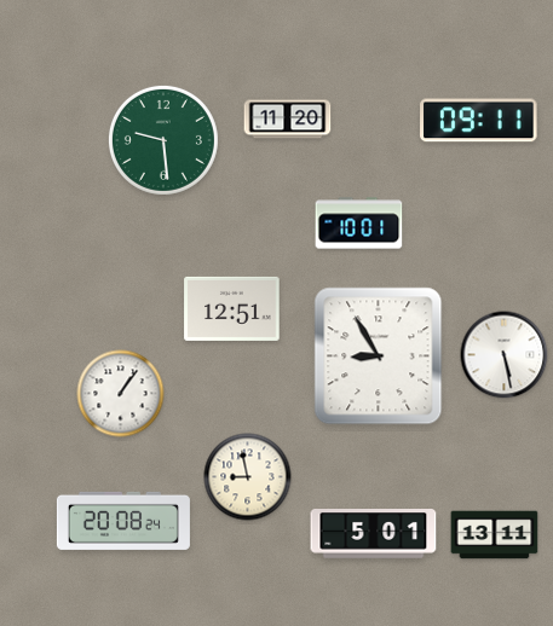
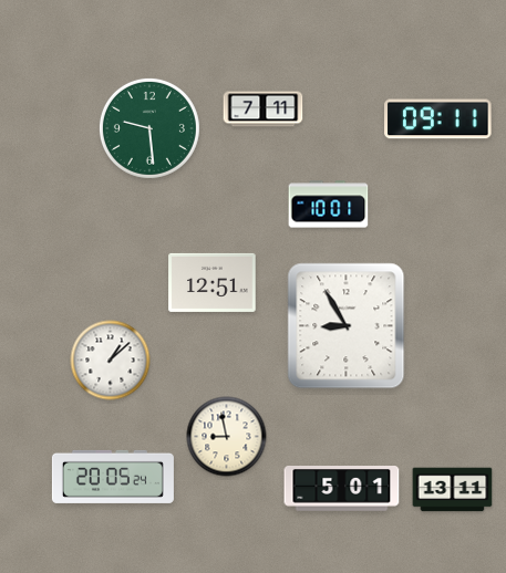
clock at (288, 120): 11:20 -> 7:11
clock at (479, 121) position: (479, 121) -> (438, 119)
clock at (505, 355): 5:28 -> none
clock at (121, 394): 1:06 -> 1:08
clock at (123, 521): 20:08 -> 20:05
